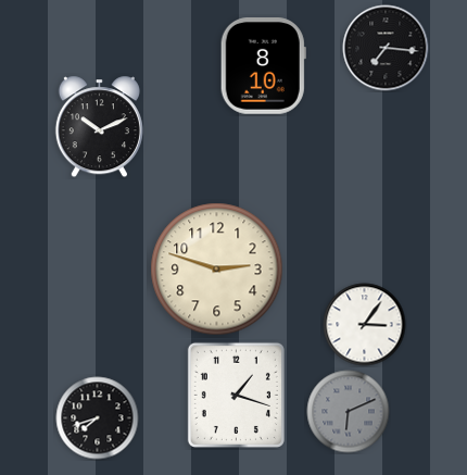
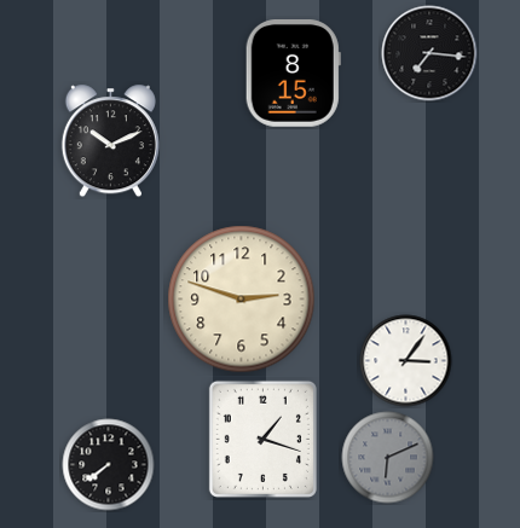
clock at (263, 66): 8:10 -> 8:15
clock at (98, 418): 7:42 -> 7:39
